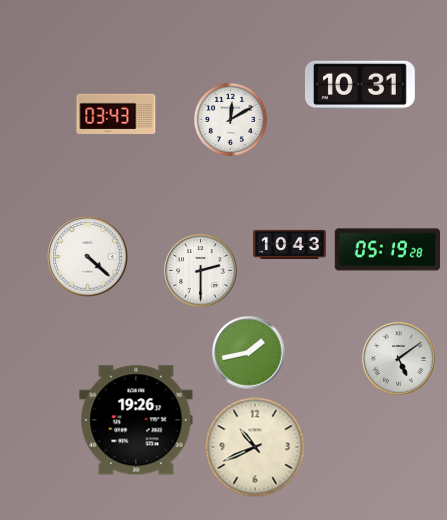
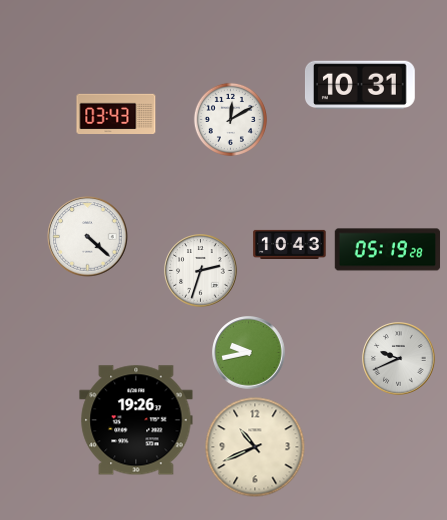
clock at (88, 257) position: (88, 257) -> (88, 237)
clock at (201, 271): 2:30 -> 2:33
clock at (249, 353): 1:43 -> 9:43
clock at (399, 359): 5:09 -> 9:41
